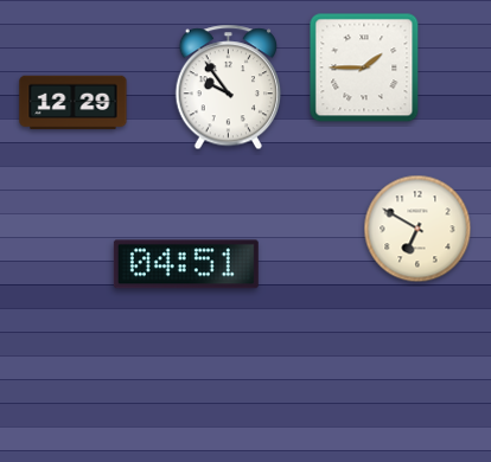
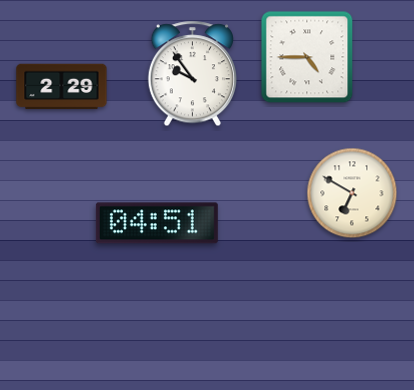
clock at (364, 68): 1:45 -> 4:45
clock at (74, 103): 12:29 -> 2:29
